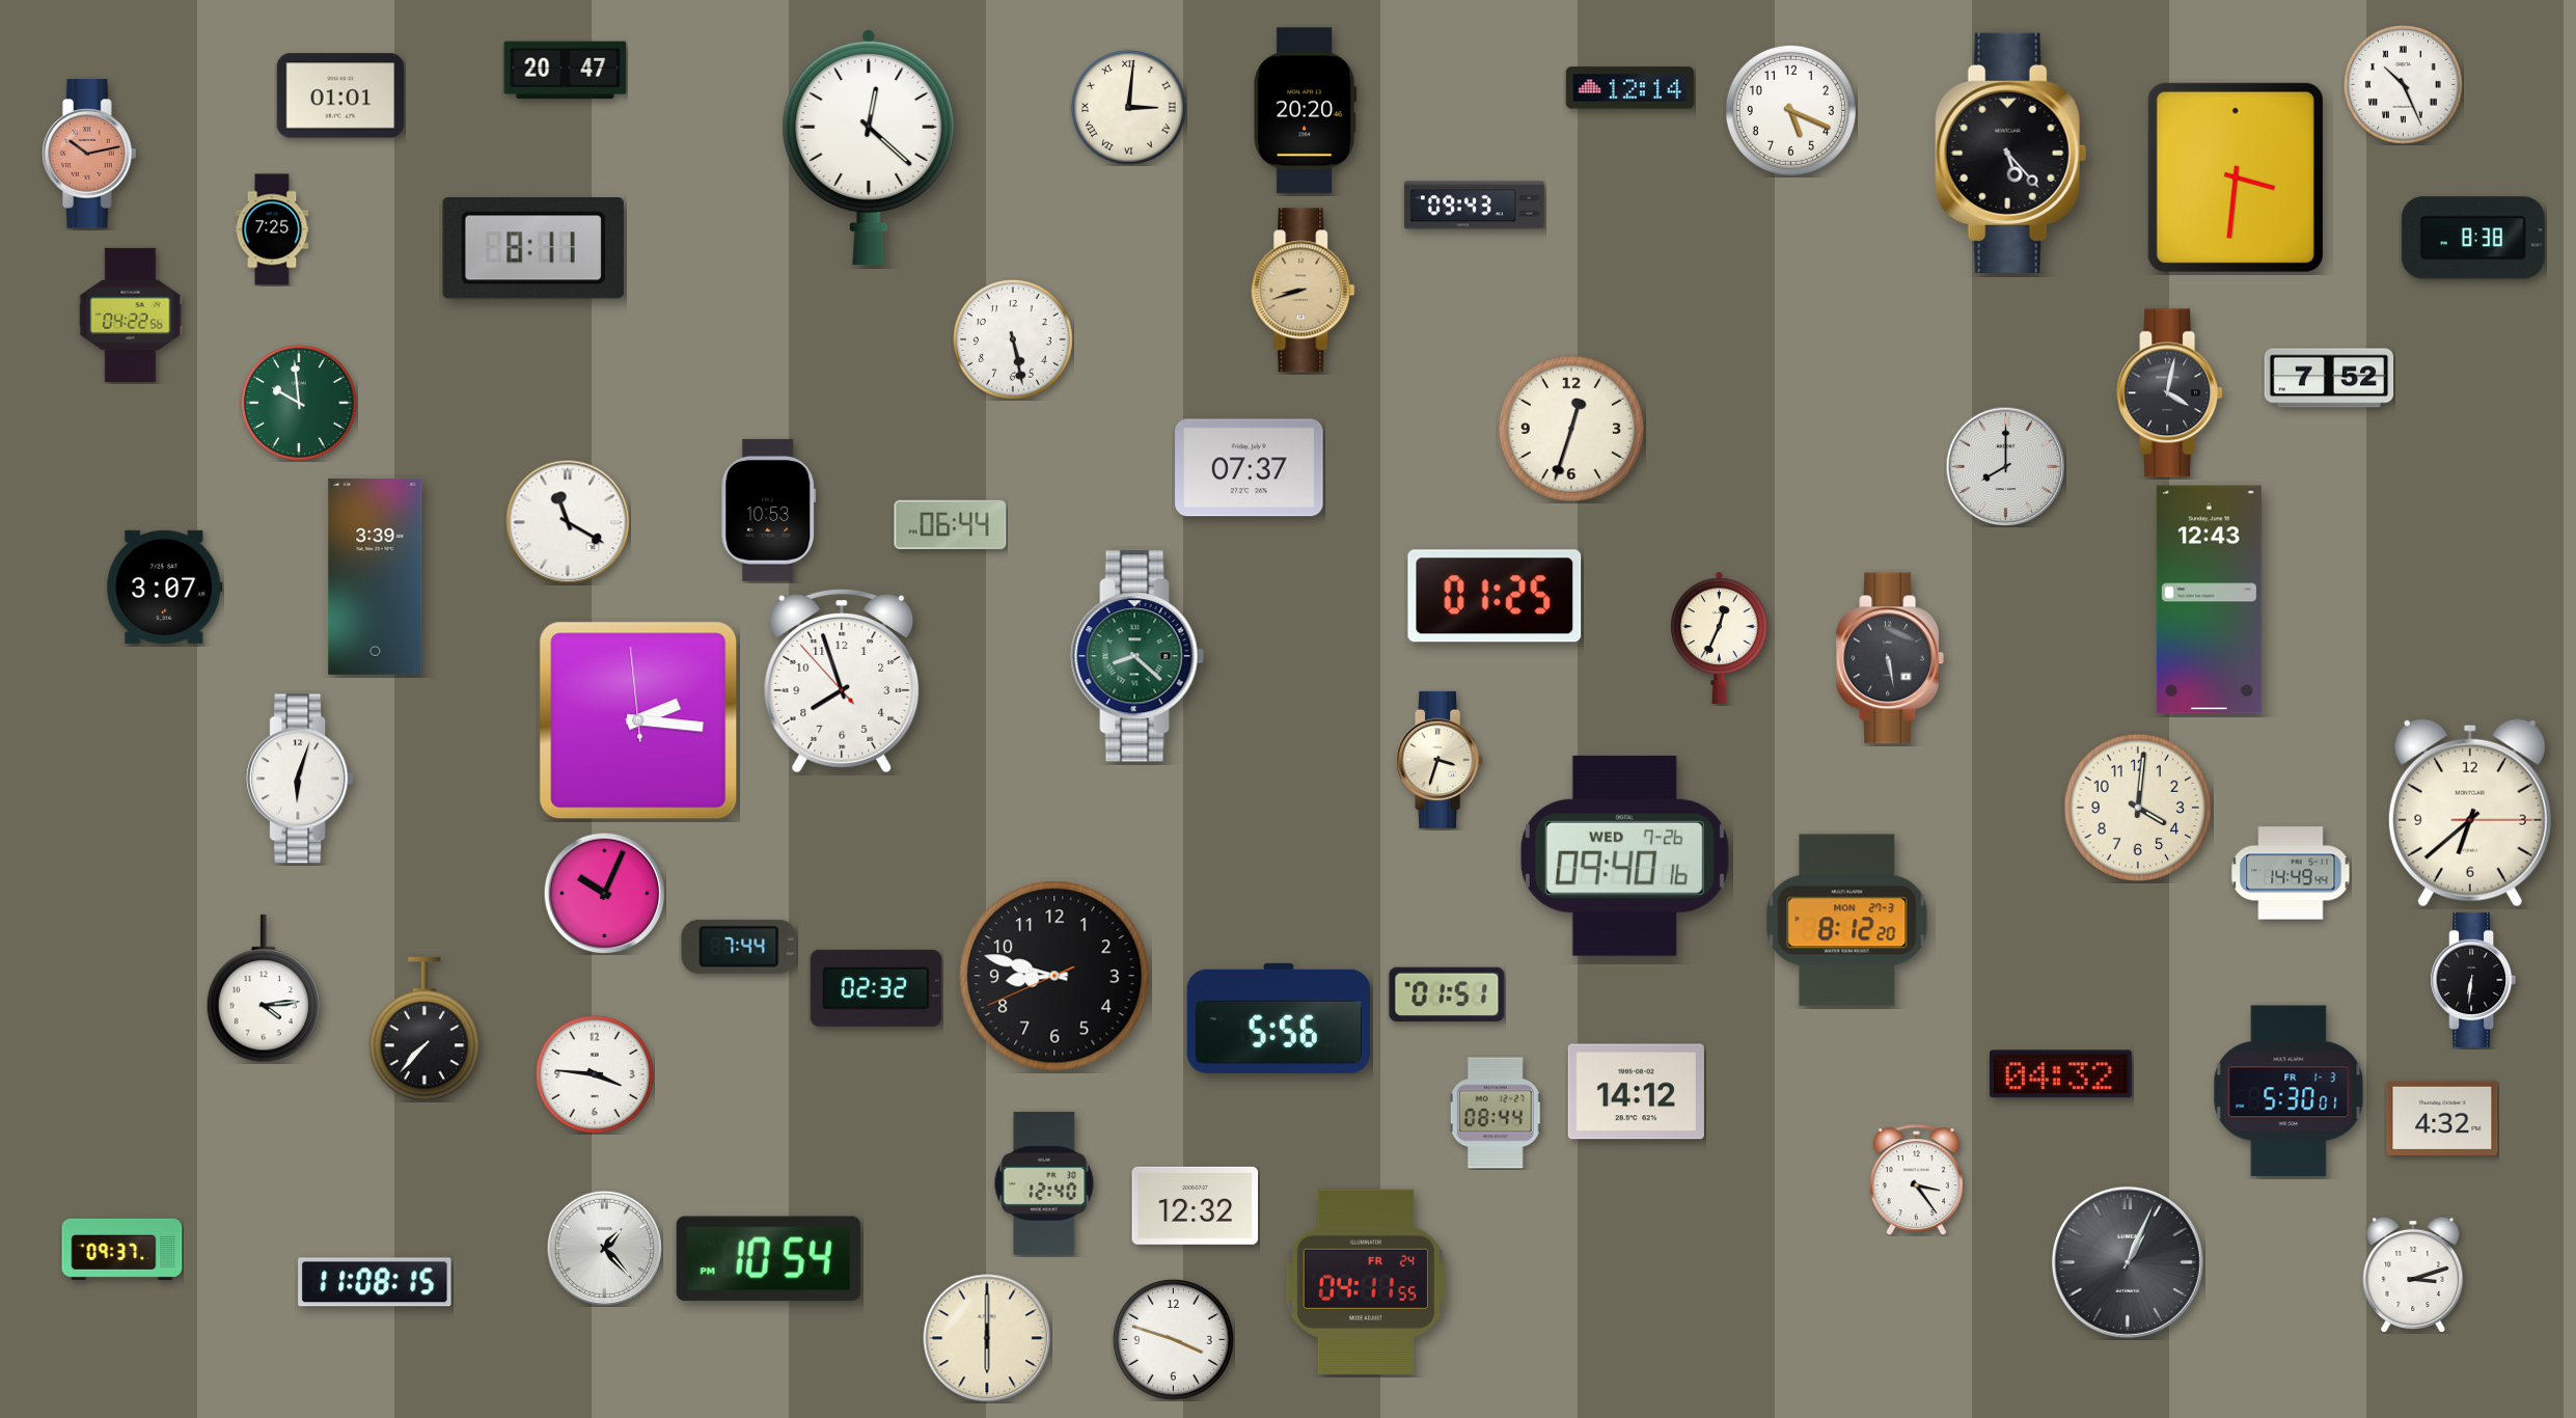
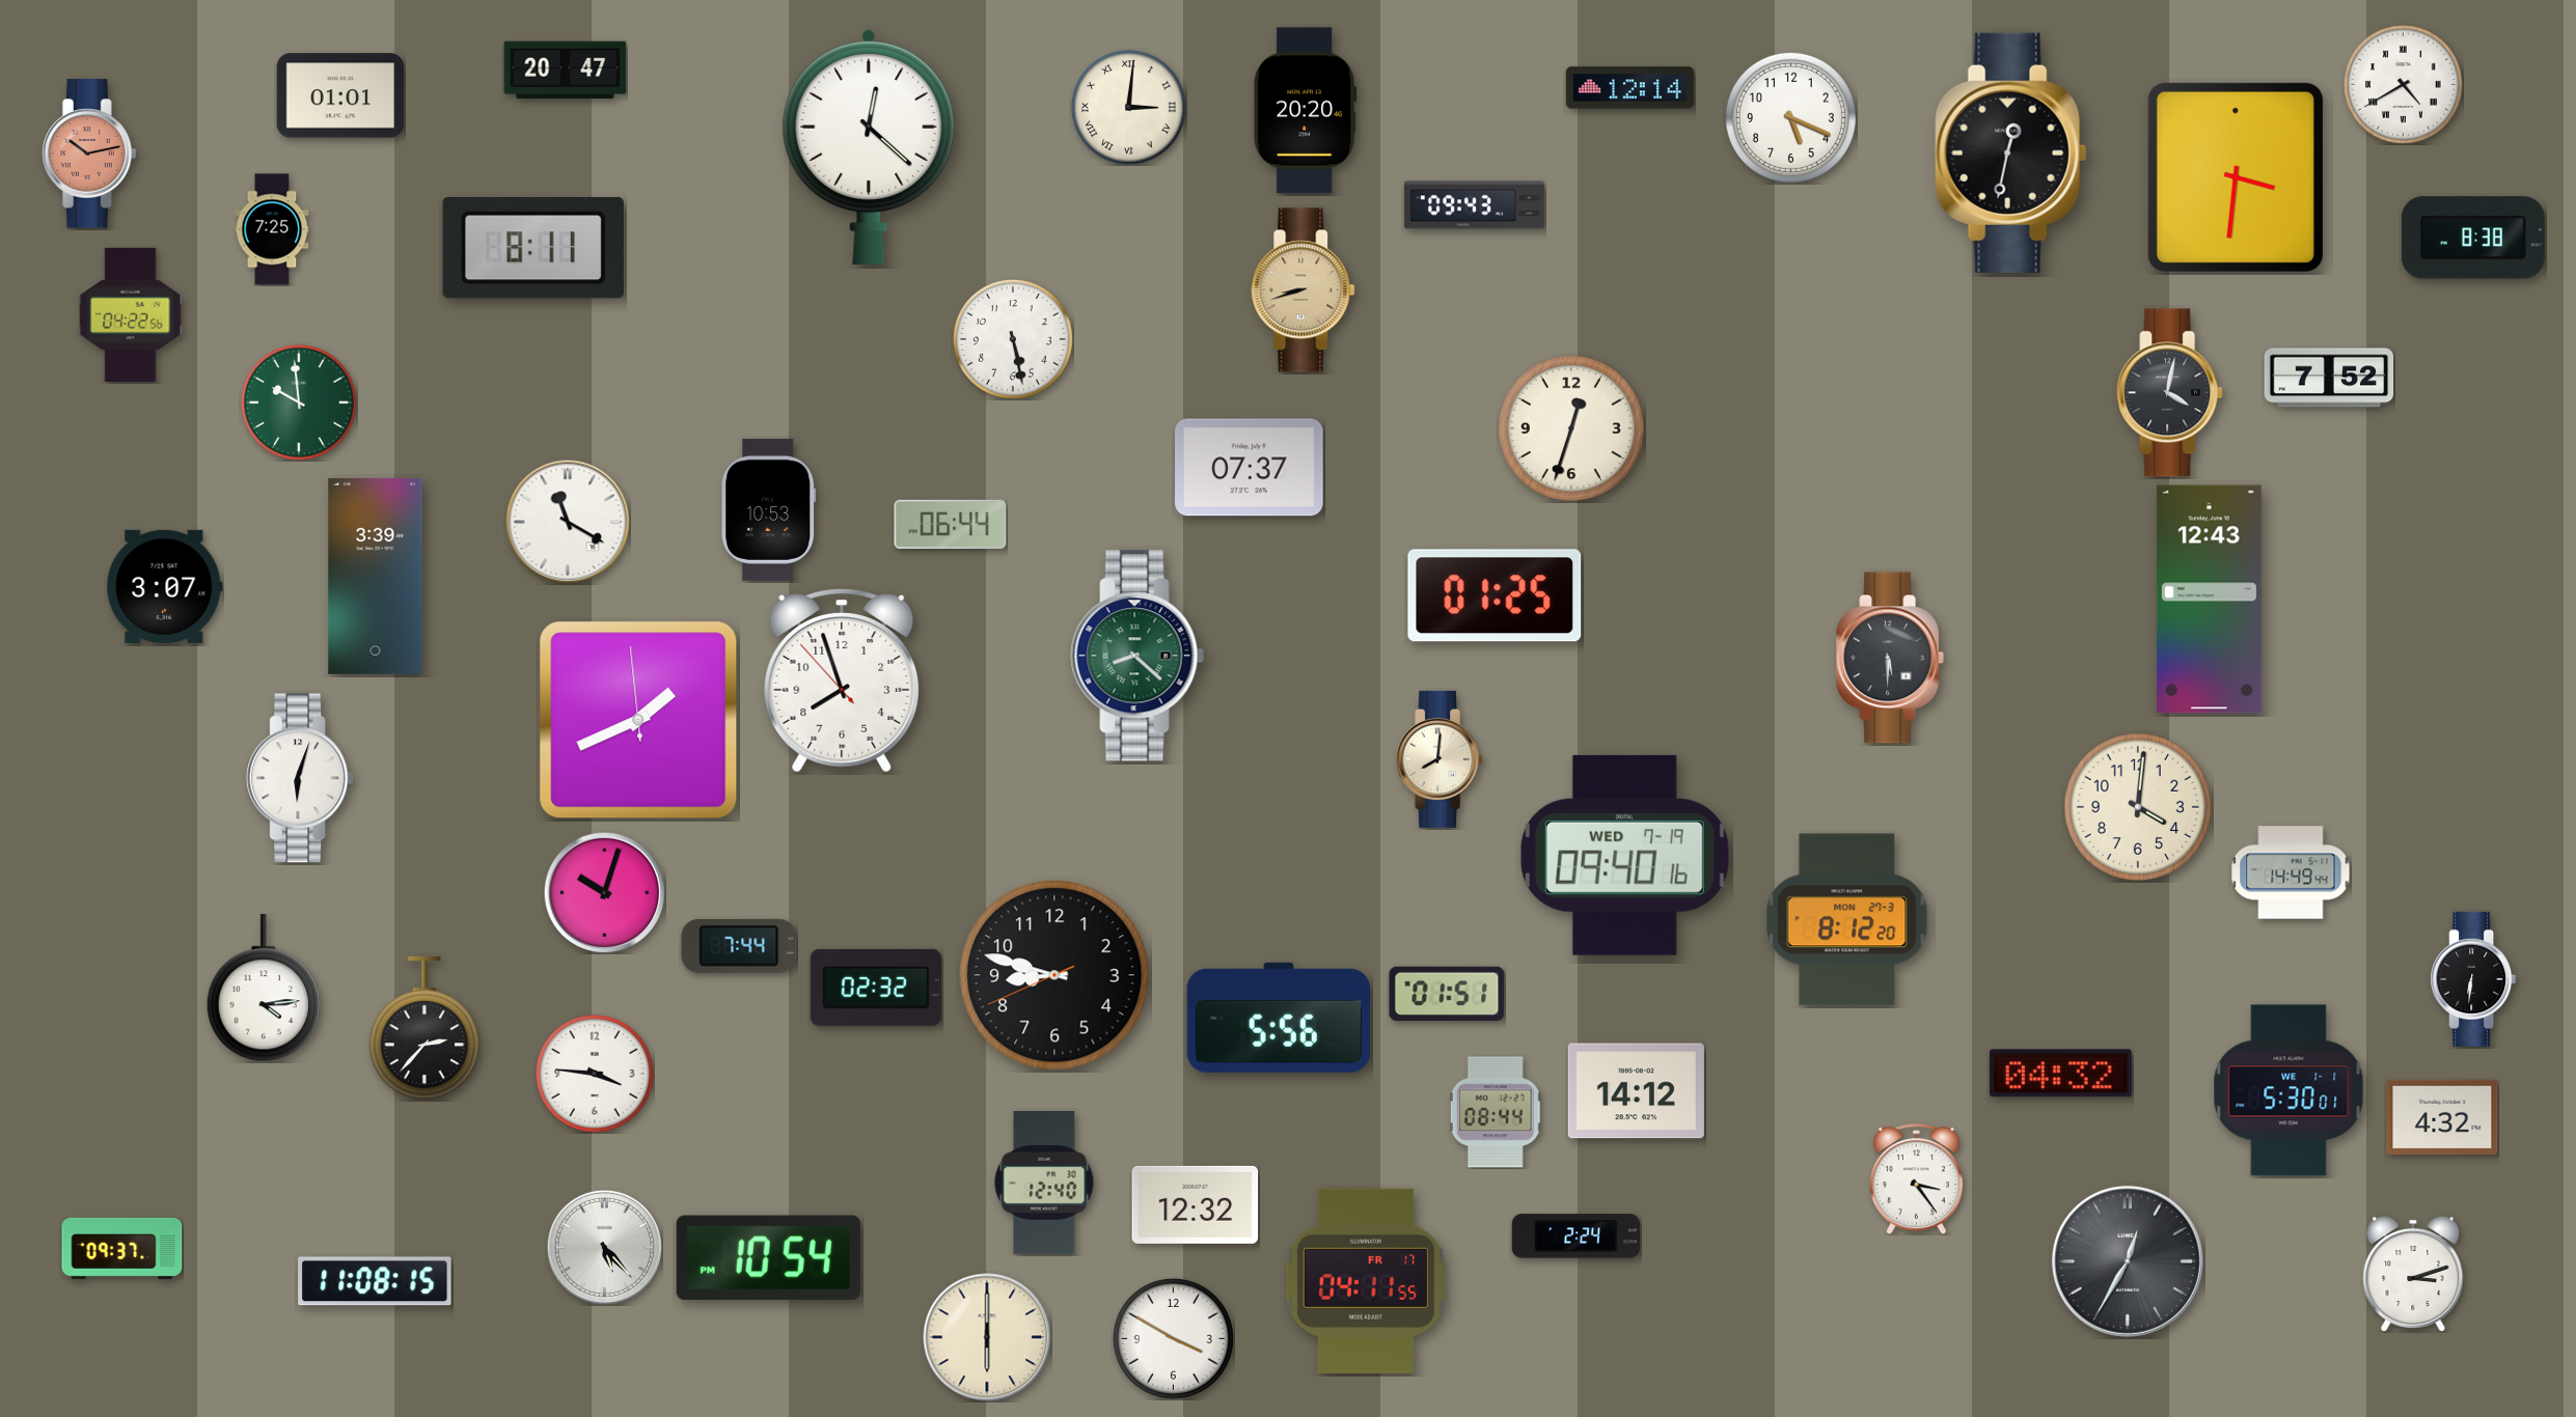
clock at (2404, 85): 10:26 -> 4:40
clock at (1790, 110) position: (1790, 110) -> (1790, 117)
clock at (2011, 153): 5:23 -> 12:32
clock at (2005, 466): 8:00 -> none
clock at (1720, 637): 12:34 -> none
clock at (1889, 658): 5:28 -> 5:30
clock at (638, 720): 2:15 -> 1:40
clock at (1441, 760): 3:33 -> 8:01
clock at (2470, 813): 6:38 -> none
clock at (1624, 855) date: WED 7-26 -> WED 7-19
clock at (604, 893): 10:04 -> 10:03
clock at (423, 1029): 7:37 -> 2:37
clock at (2289, 1091) date: FR 1-3 -> WE 1-1
clock at (1577, 1237): none -> 2:24
clock at (604, 1248): 1:23 -> 5:23
clock at (2128, 1262): 1:04 -> 12:35
clock at (1366, 1282) date: FR 24 -> FR 17
clock at (1173, 1339): 3:48 -> 3:50
